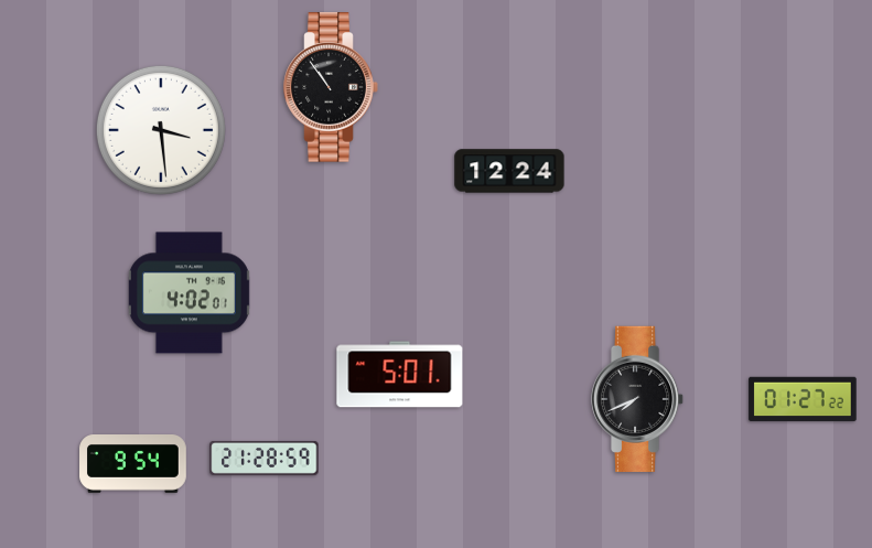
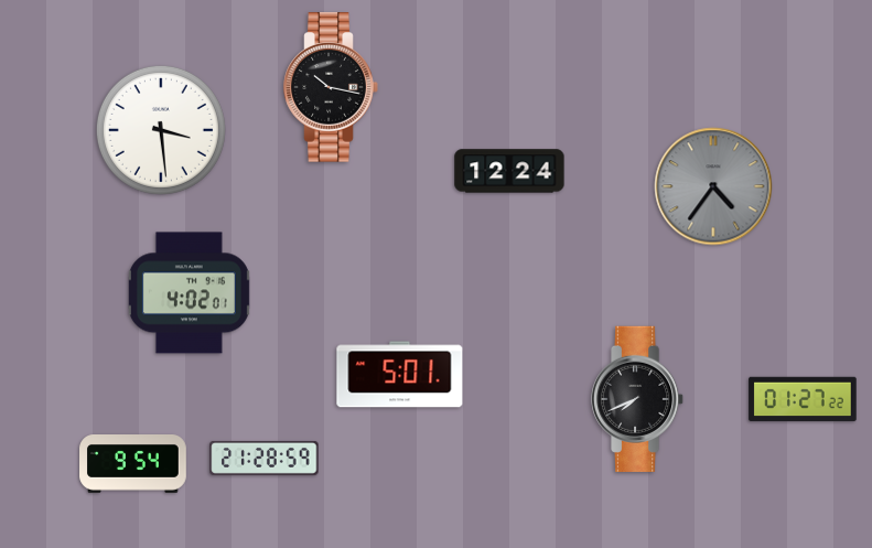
clock at (331, 87): 10:54 -> 10:17
clock at (713, 186): none -> 4:36
